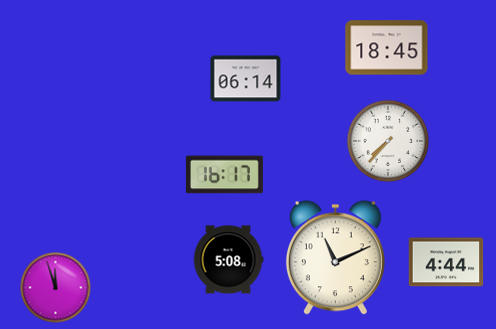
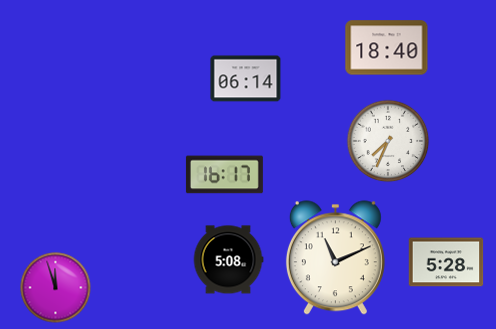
clock at (387, 48): 18:45 -> 18:40
clock at (388, 141): 7:37 -> 7:34
clock at (446, 262): 4:44 -> 5:28
